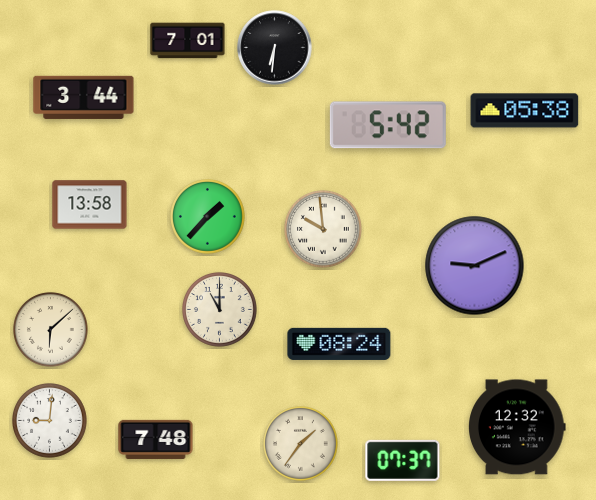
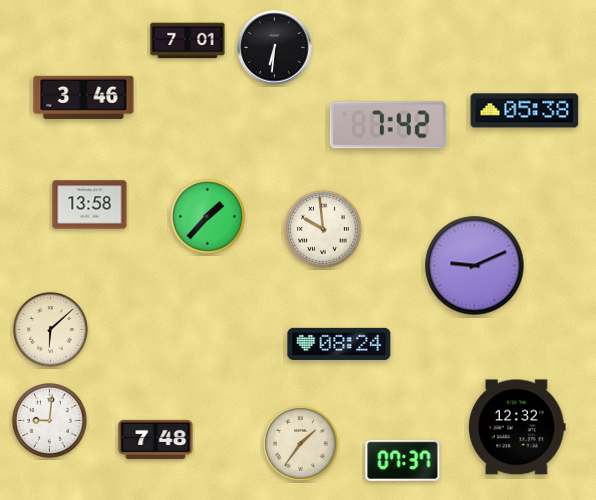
clock at (84, 97): 3:44 -> 3:46
clock at (388, 125): 5:42 -> 7:42
clock at (220, 310): 11:00 -> none
